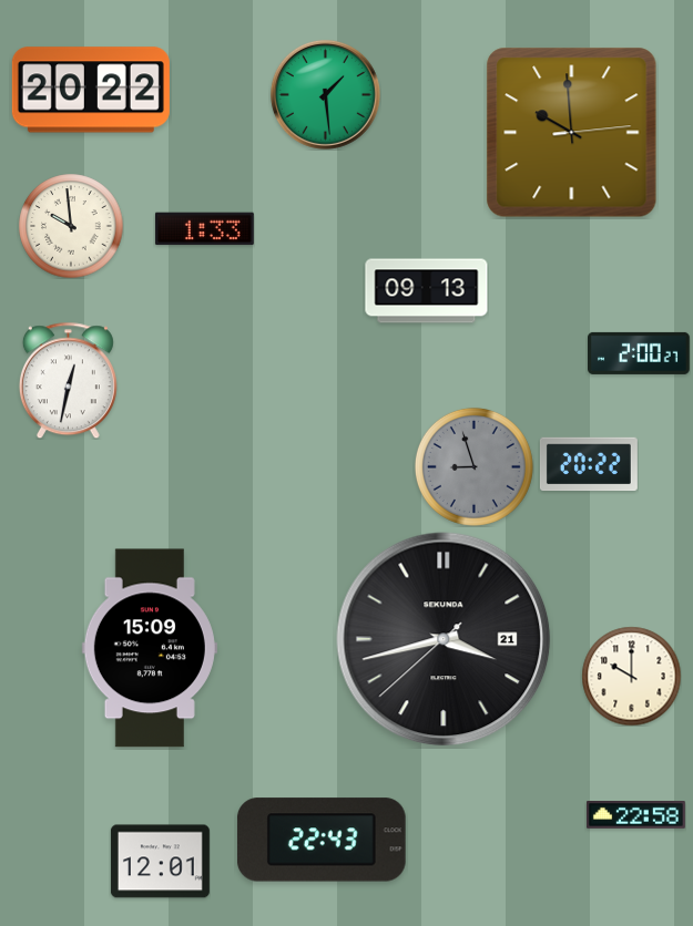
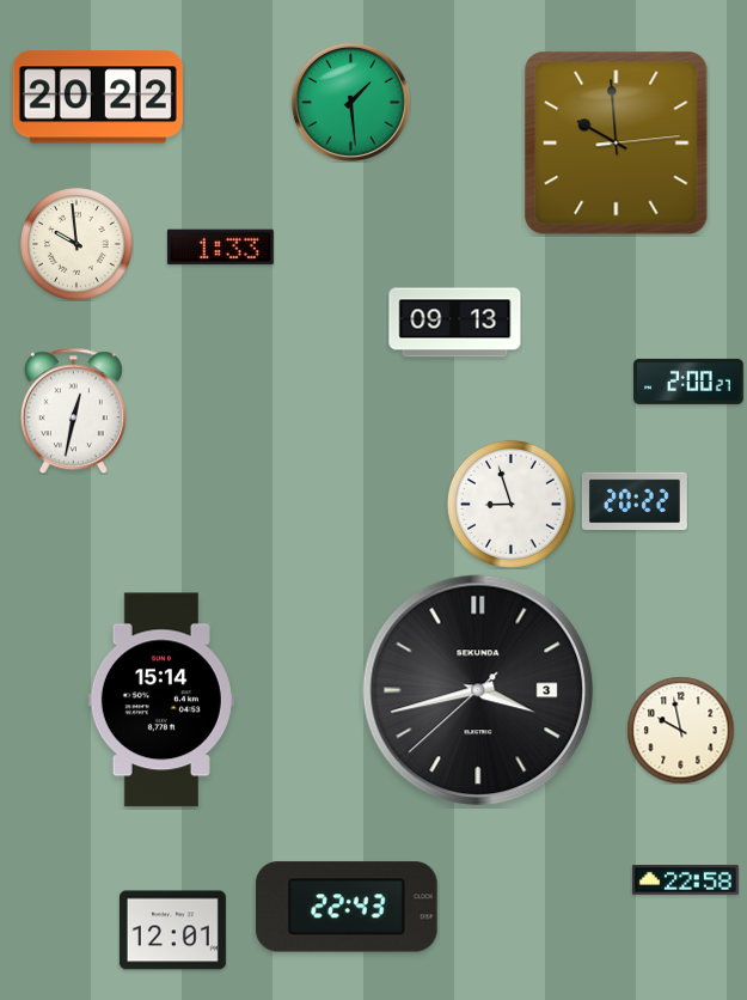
clock at (427, 291) position: (427, 291) -> (455, 323)
clock at (473, 466) dial: grey -> white
clock at (444, 639) date: 21 -> 3
clock at (150, 648): 15:09 -> 15:14
clock at (631, 676): 10:00 -> 9:58
